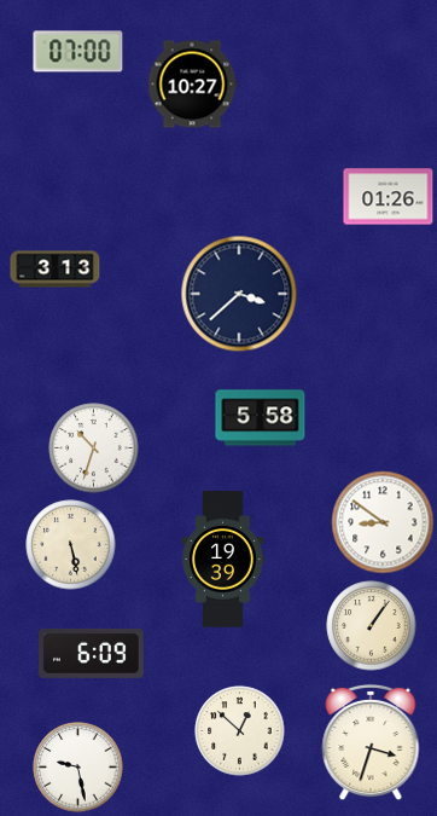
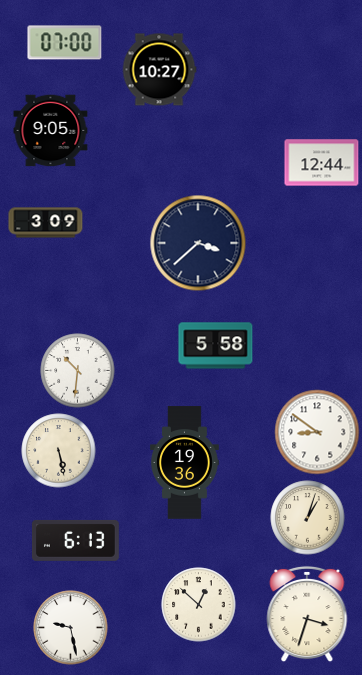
clock at (51, 131): none -> 9:05
clock at (389, 197): 01:26 -> 12:44
clock at (56, 270): 3:13 -> 3:09
clock at (94, 448): 10:33 -> 10:31
clock at (223, 560): 19:39 -> 19:36
clock at (372, 626): 1:06 -> 1:03
clock at (91, 653): 6:09 -> 6:13
clock at (78, 768) position: (78, 768) -> (71, 628)
